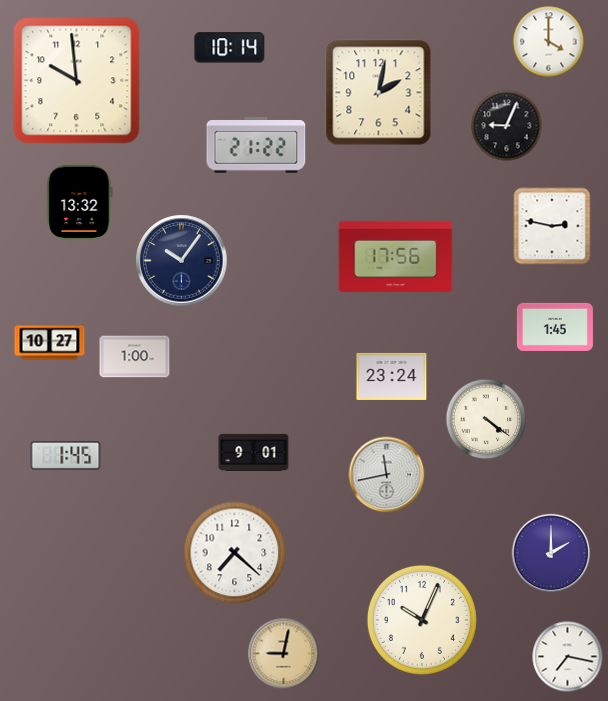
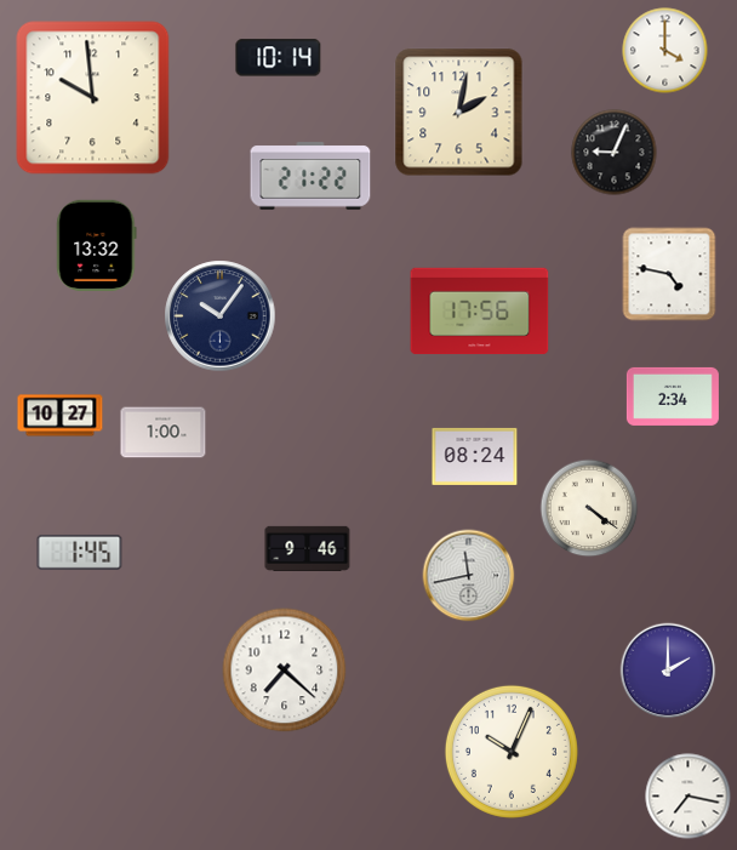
clock at (552, 226): 2:47 -> 4:47
clock at (555, 327): 1:45 -> 2:34
clock at (392, 376): 23:24 -> 08:24
clock at (254, 452): 9:01 -> 9:46
clock at (284, 654): 9:02 -> none
